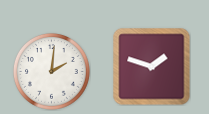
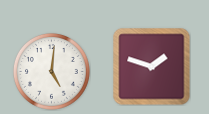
clock at (51, 71): 2:01 -> 5:01
